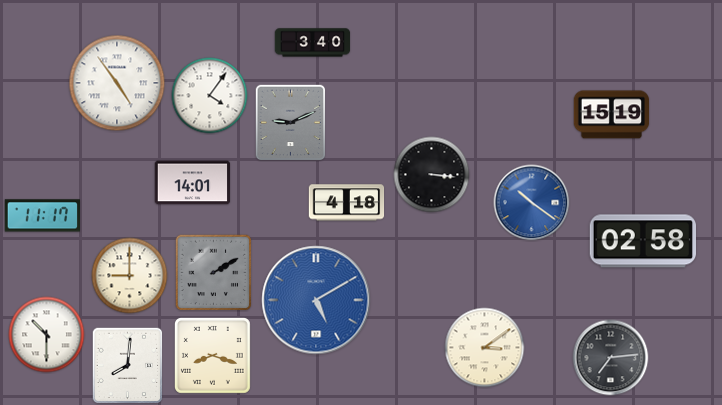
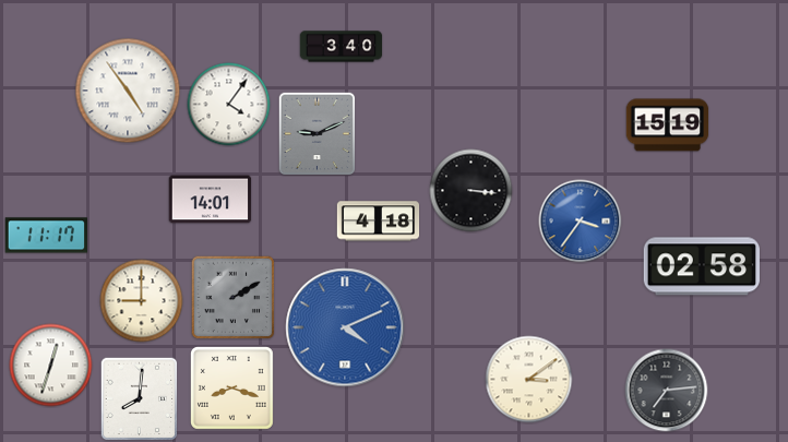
clock at (532, 203): 10:21 -> 3:36
clock at (642, 241) position: (642, 241) -> (701, 266)
clock at (316, 300): 5:10 -> 4:11
clock at (47, 335): 10:30 -> 12:33
